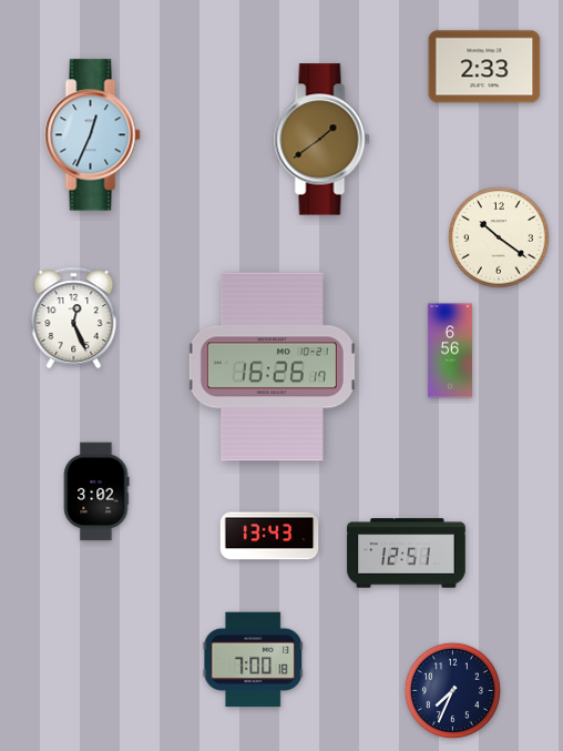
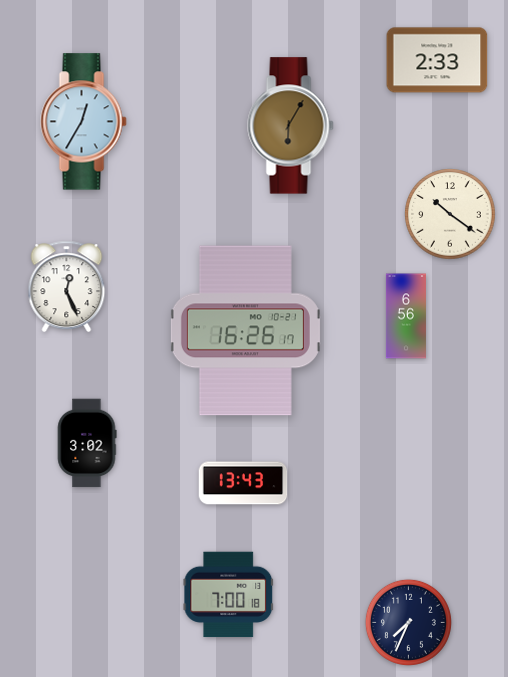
clock at (93, 135): 12:34 -> 12:35
clock at (323, 140): 1:39 -> 6:05
clock at (407, 554): 12:51 -> none
